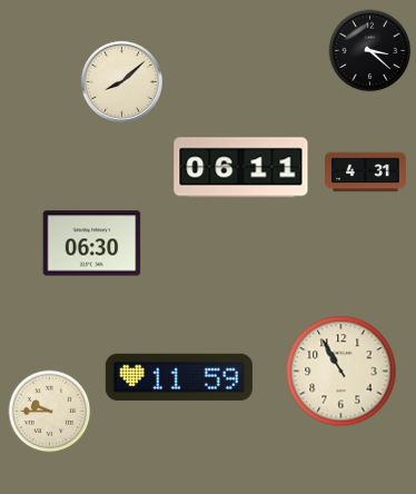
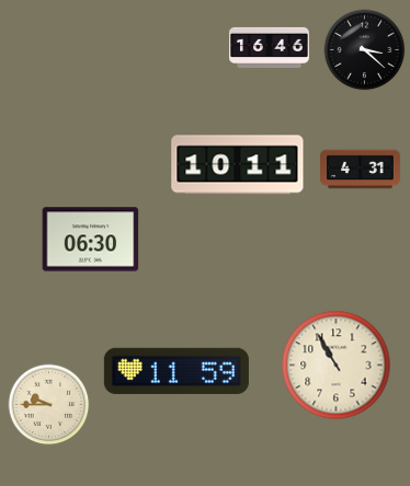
clock at (270, 47): none -> 16:46
clock at (121, 81): 8:08 -> none
clock at (241, 168): 06:11 -> 10:11
